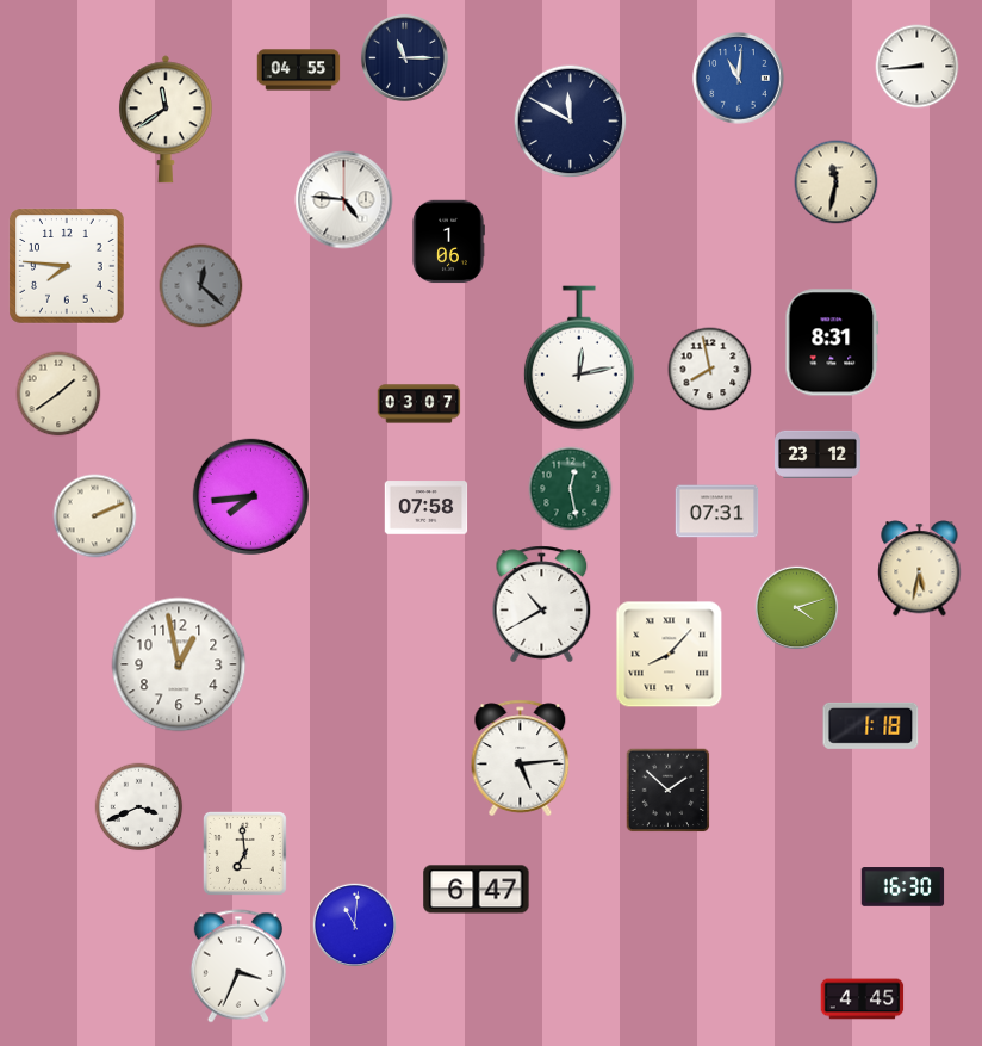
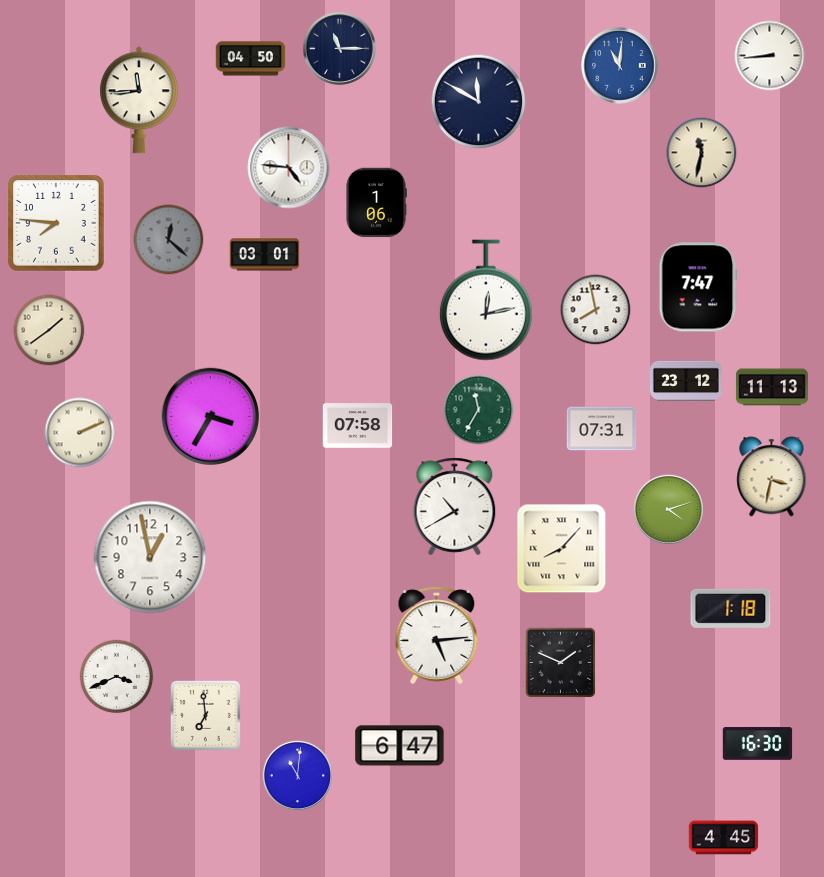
clock at (299, 70): 04:55 -> 04:50
clock at (166, 119): 11:39 -> 11:44
clock at (265, 255): none -> 03:01
clock at (832, 342): 8:31 -> 7:47
clock at (419, 404): 03:07 -> none
clock at (772, 387): none -> 11:13
clock at (571, 489): 12:28 -> 11:35
clock at (250, 496): 7:44 -> 3:35
clock at (920, 569): 5:32 -> 3:32
clock at (669, 791): 1:52 -> 1:49
clock at (238, 966): 3:34 -> none
